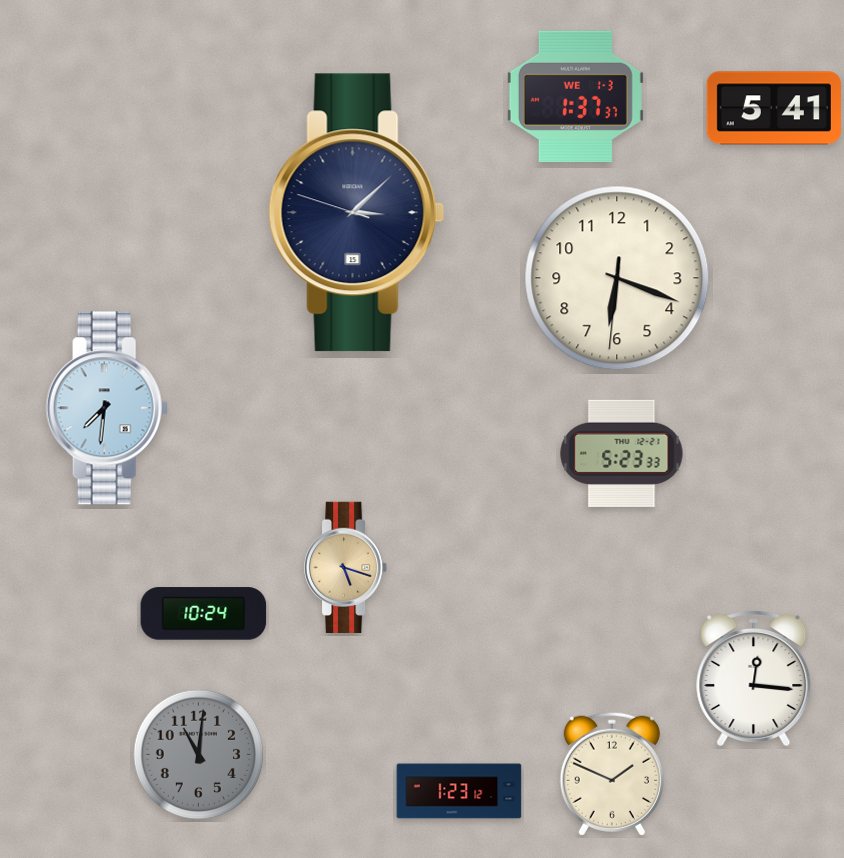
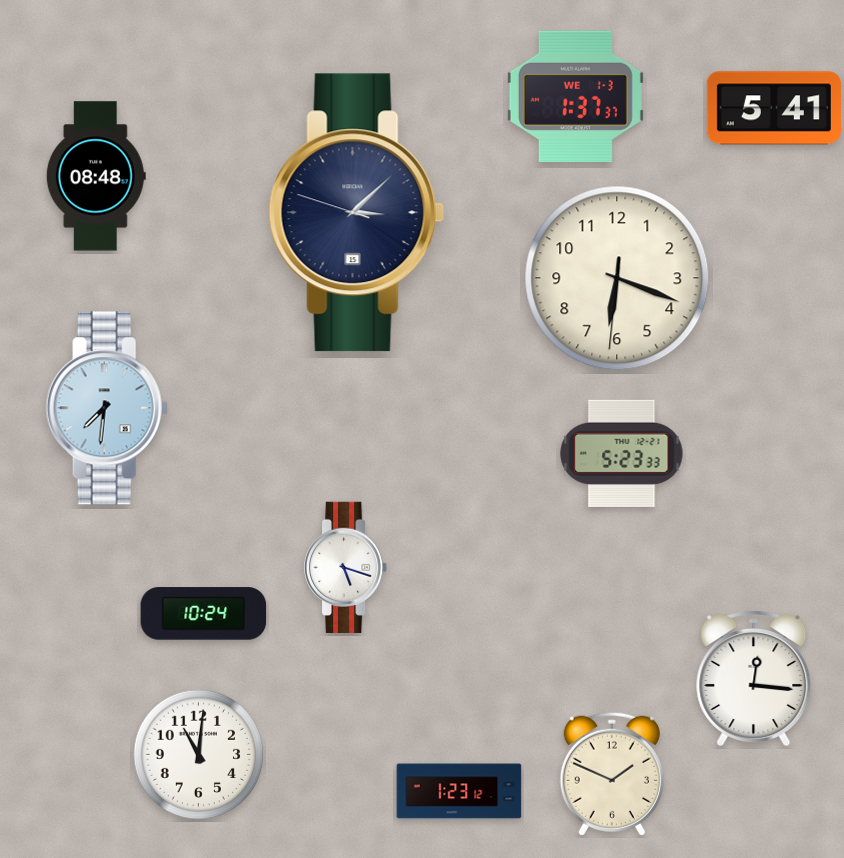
clock at (96, 176): none -> 08:48
clock at (347, 567) dial: champagne -> white
clock at (199, 755) dial: grey -> white
